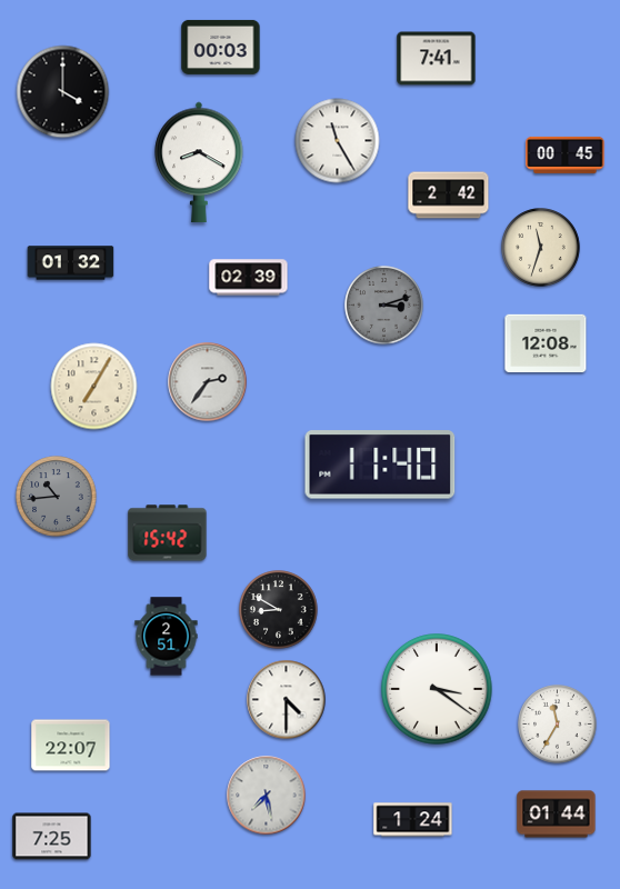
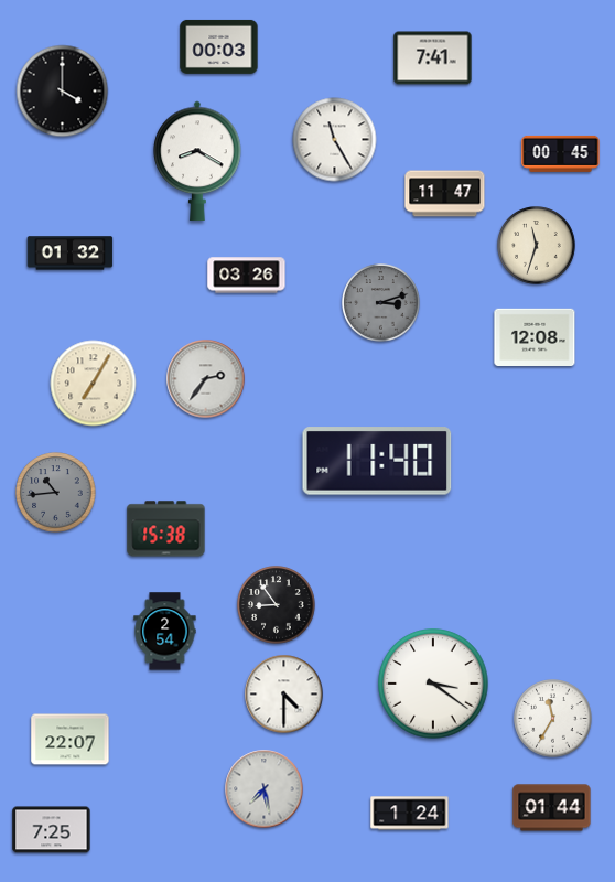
clock at (449, 196): 2:42 -> 11:47
clock at (71, 263) position: (71, 263) -> (71, 254)
clock at (249, 278): 02:39 -> 03:26
clock at (546, 342) position: (546, 342) -> (535, 336)
clock at (168, 533): 15:42 -> 15:38
clock at (279, 610): 8:50 -> 8:54
clock at (167, 637): 2:51 -> 2:54
